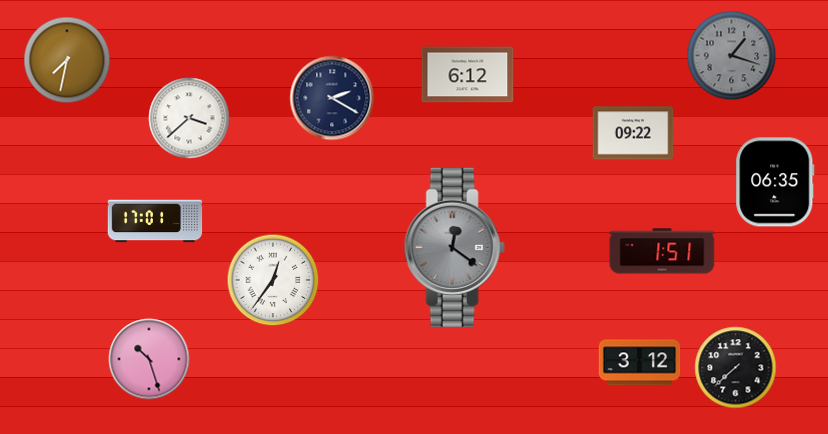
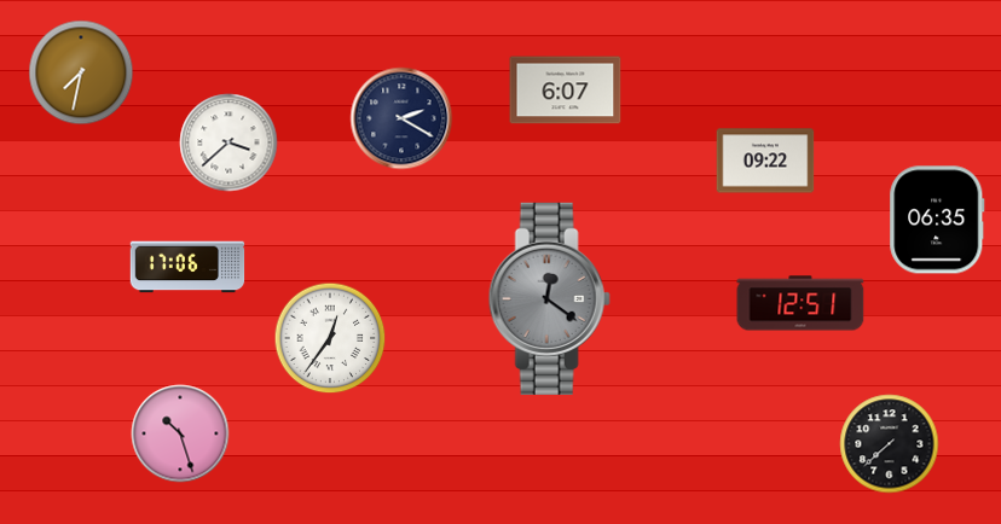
clock at (732, 56): 1:18 -> none
clock at (468, 75): 6:12 -> 6:07
clock at (155, 221): 17:01 -> 17:06
clock at (662, 251): 1:51 -> 12:51
clock at (640, 363): 3:12 -> none
